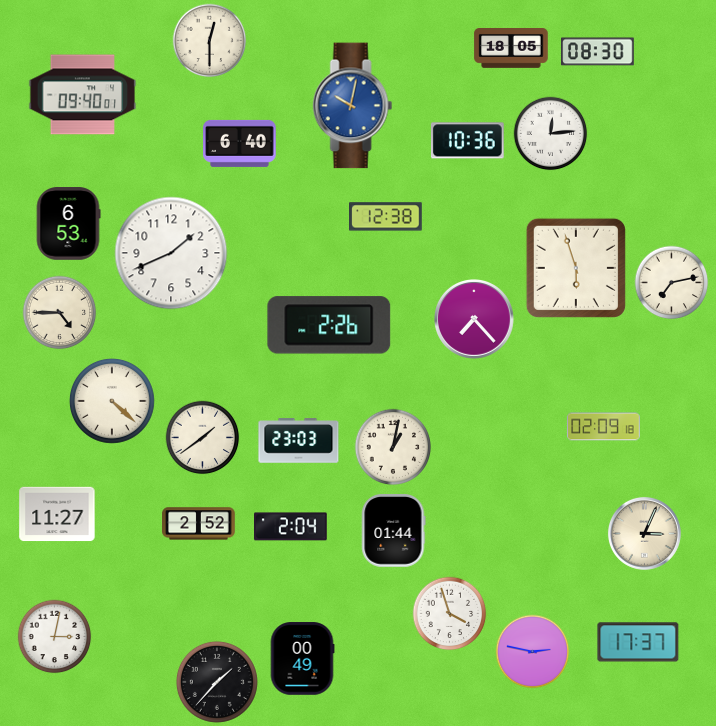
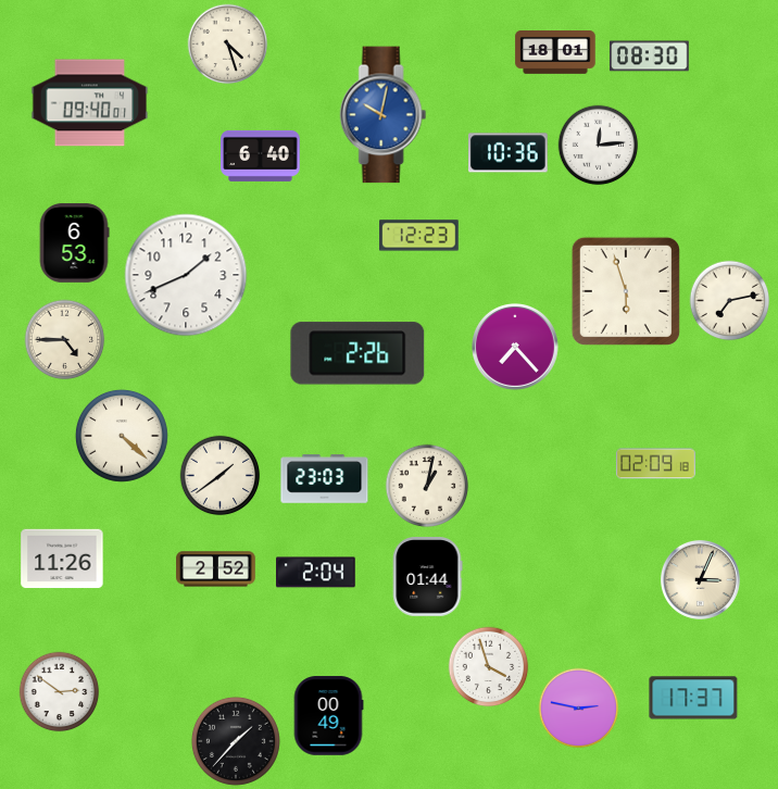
clock at (210, 41): 12:30 -> 4:27
clock at (511, 49): 18:05 -> 18:01
clock at (386, 217): 12:38 -> 12:23
clock at (672, 283) position: (672, 283) -> (730, 301)
clock at (57, 514): 11:27 -> 11:26
clock at (55, 637): 3:02 -> 2:51
